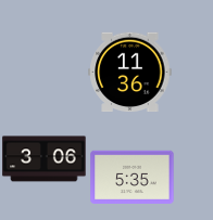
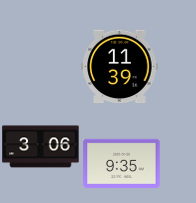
clock at (130, 73): 11:36 -> 11:39
clock at (133, 177): 5:35 -> 9:35
